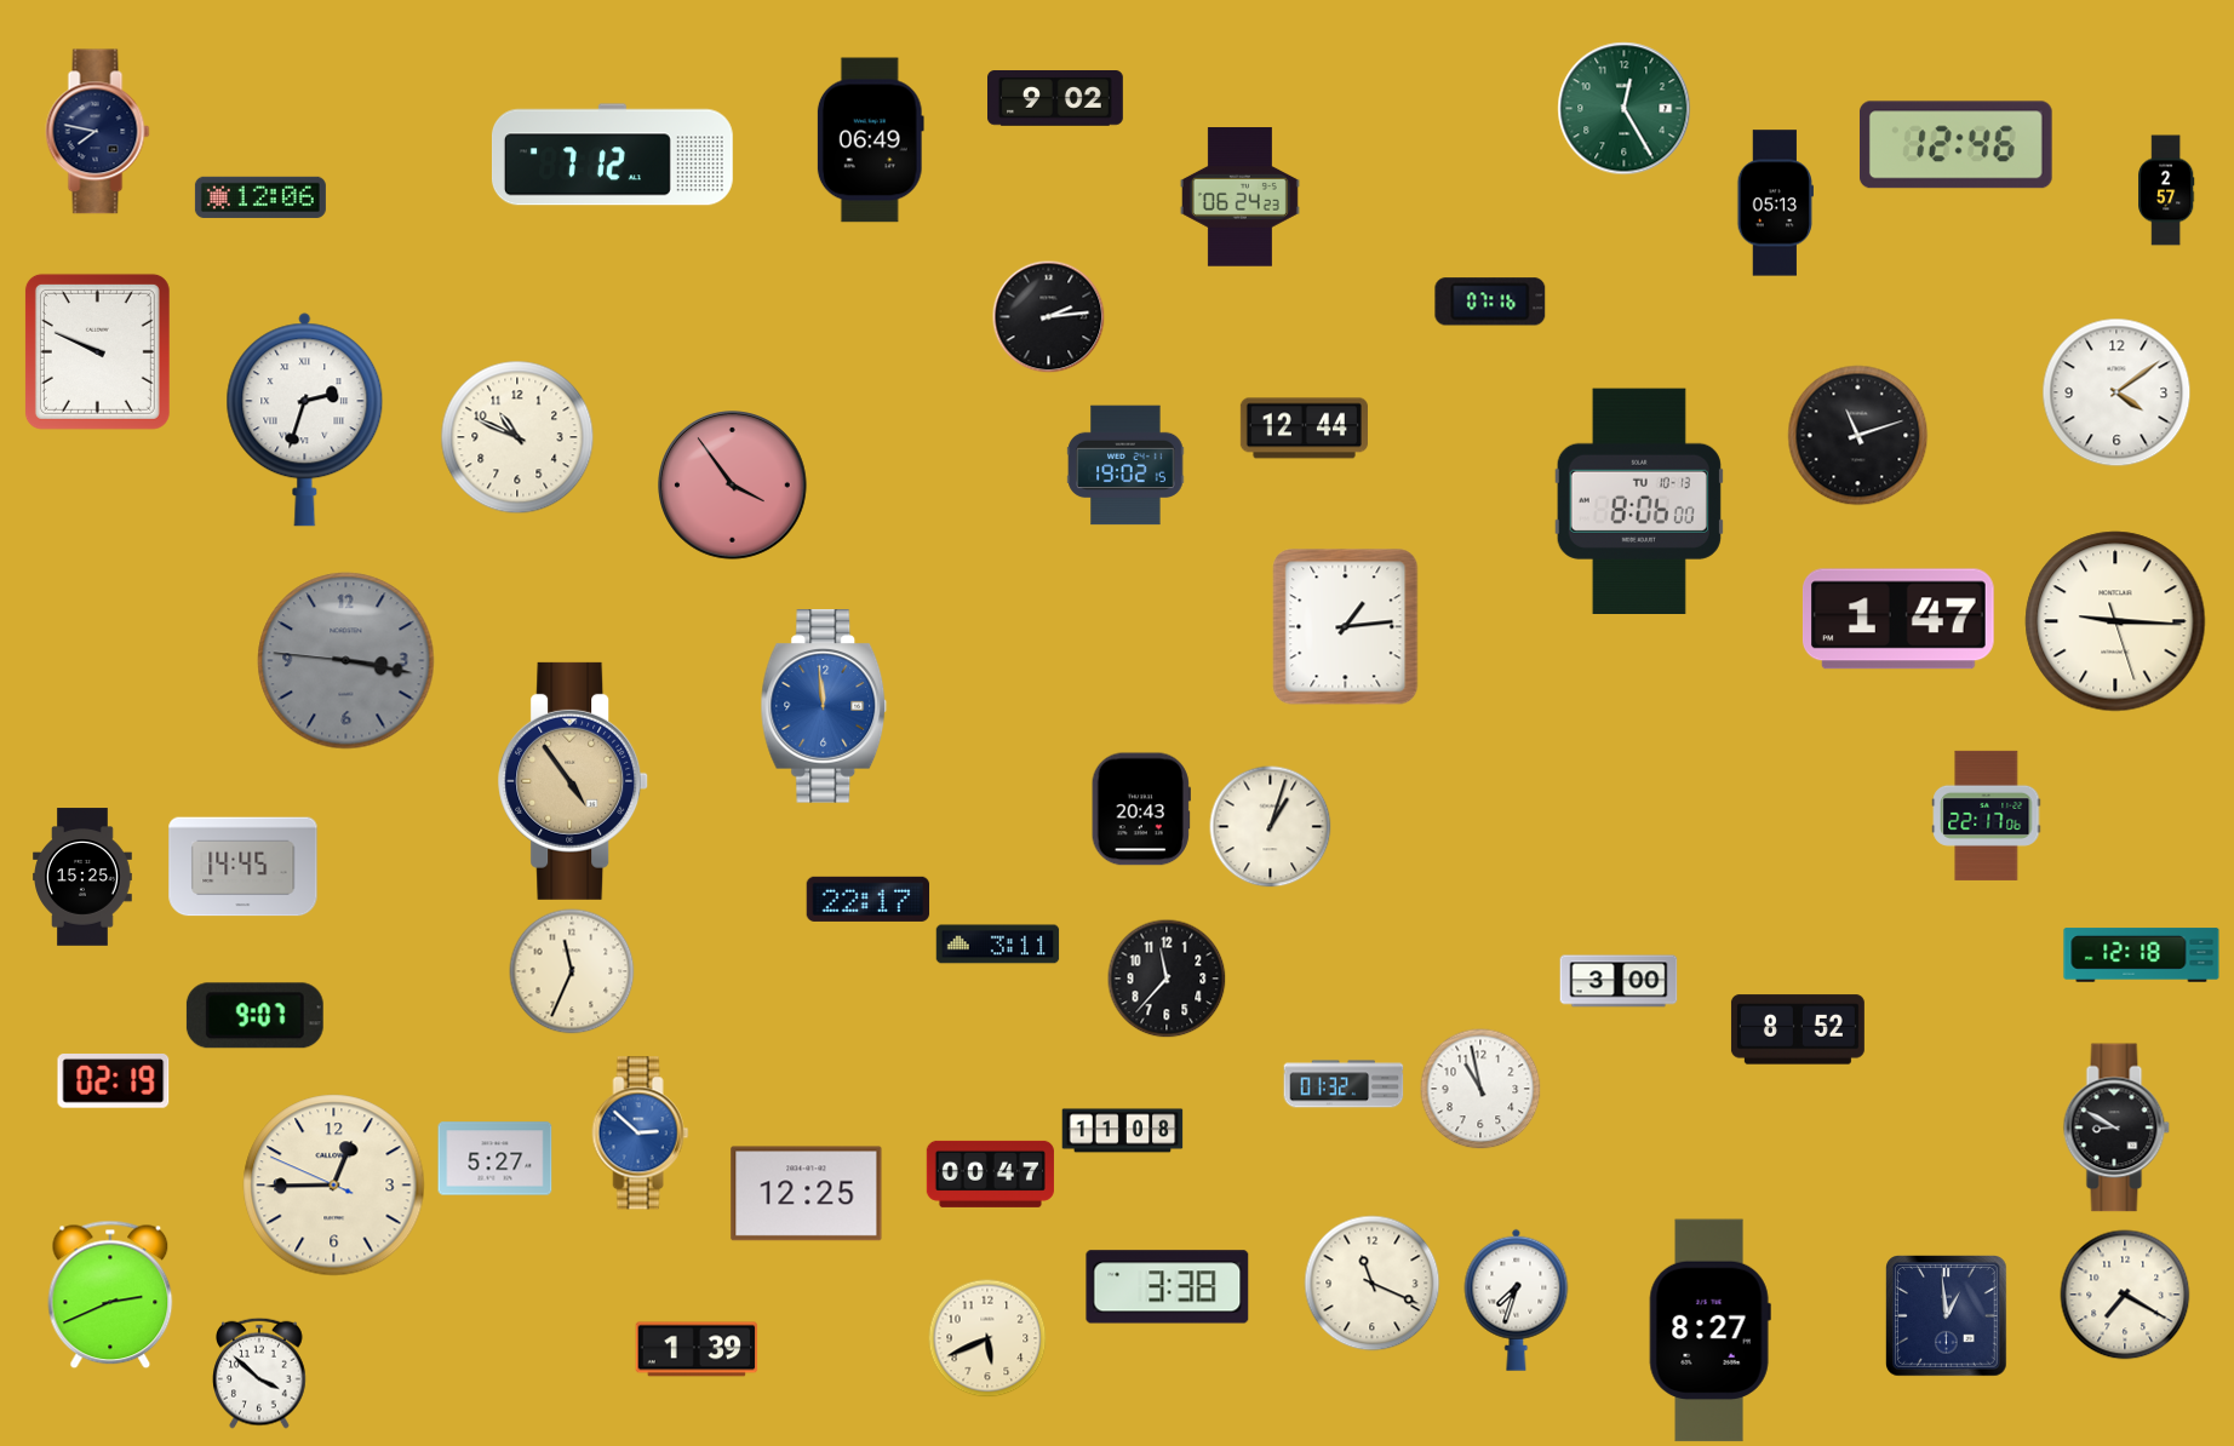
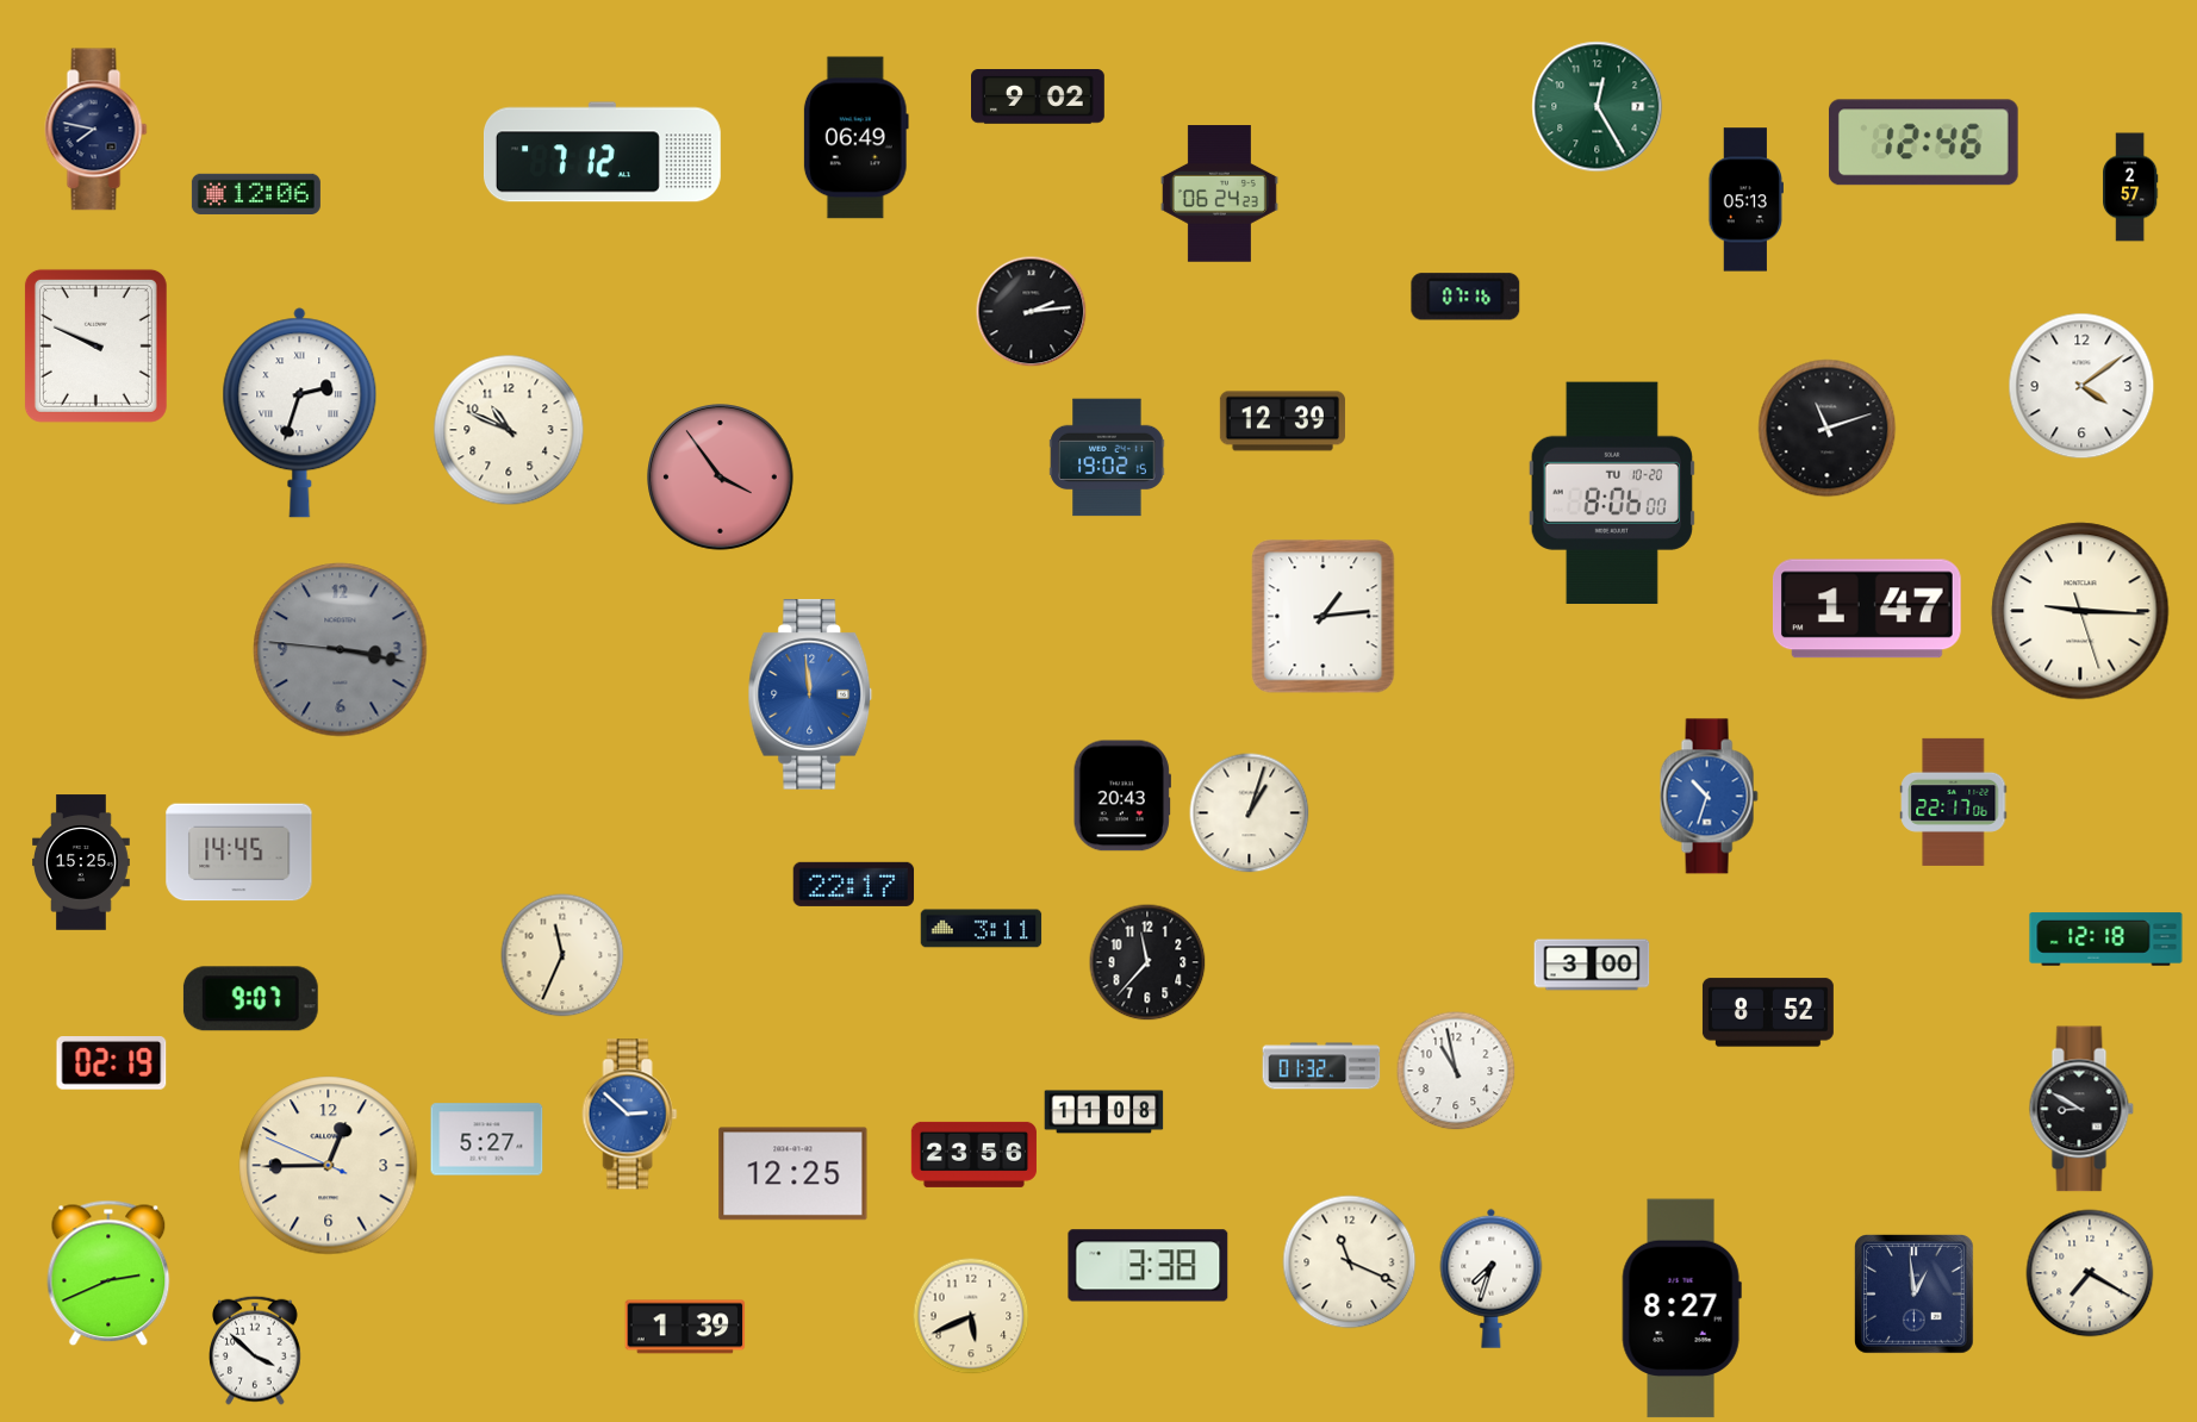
clock at (1304, 429): 12:44 -> 12:39
clock at (1639, 500) date: TU 10-13 -> TU 10-20
clock at (574, 781): 4:54 -> none
clock at (1709, 797): none -> 10:33
clock at (990, 1174): 00:47 -> 23:56
